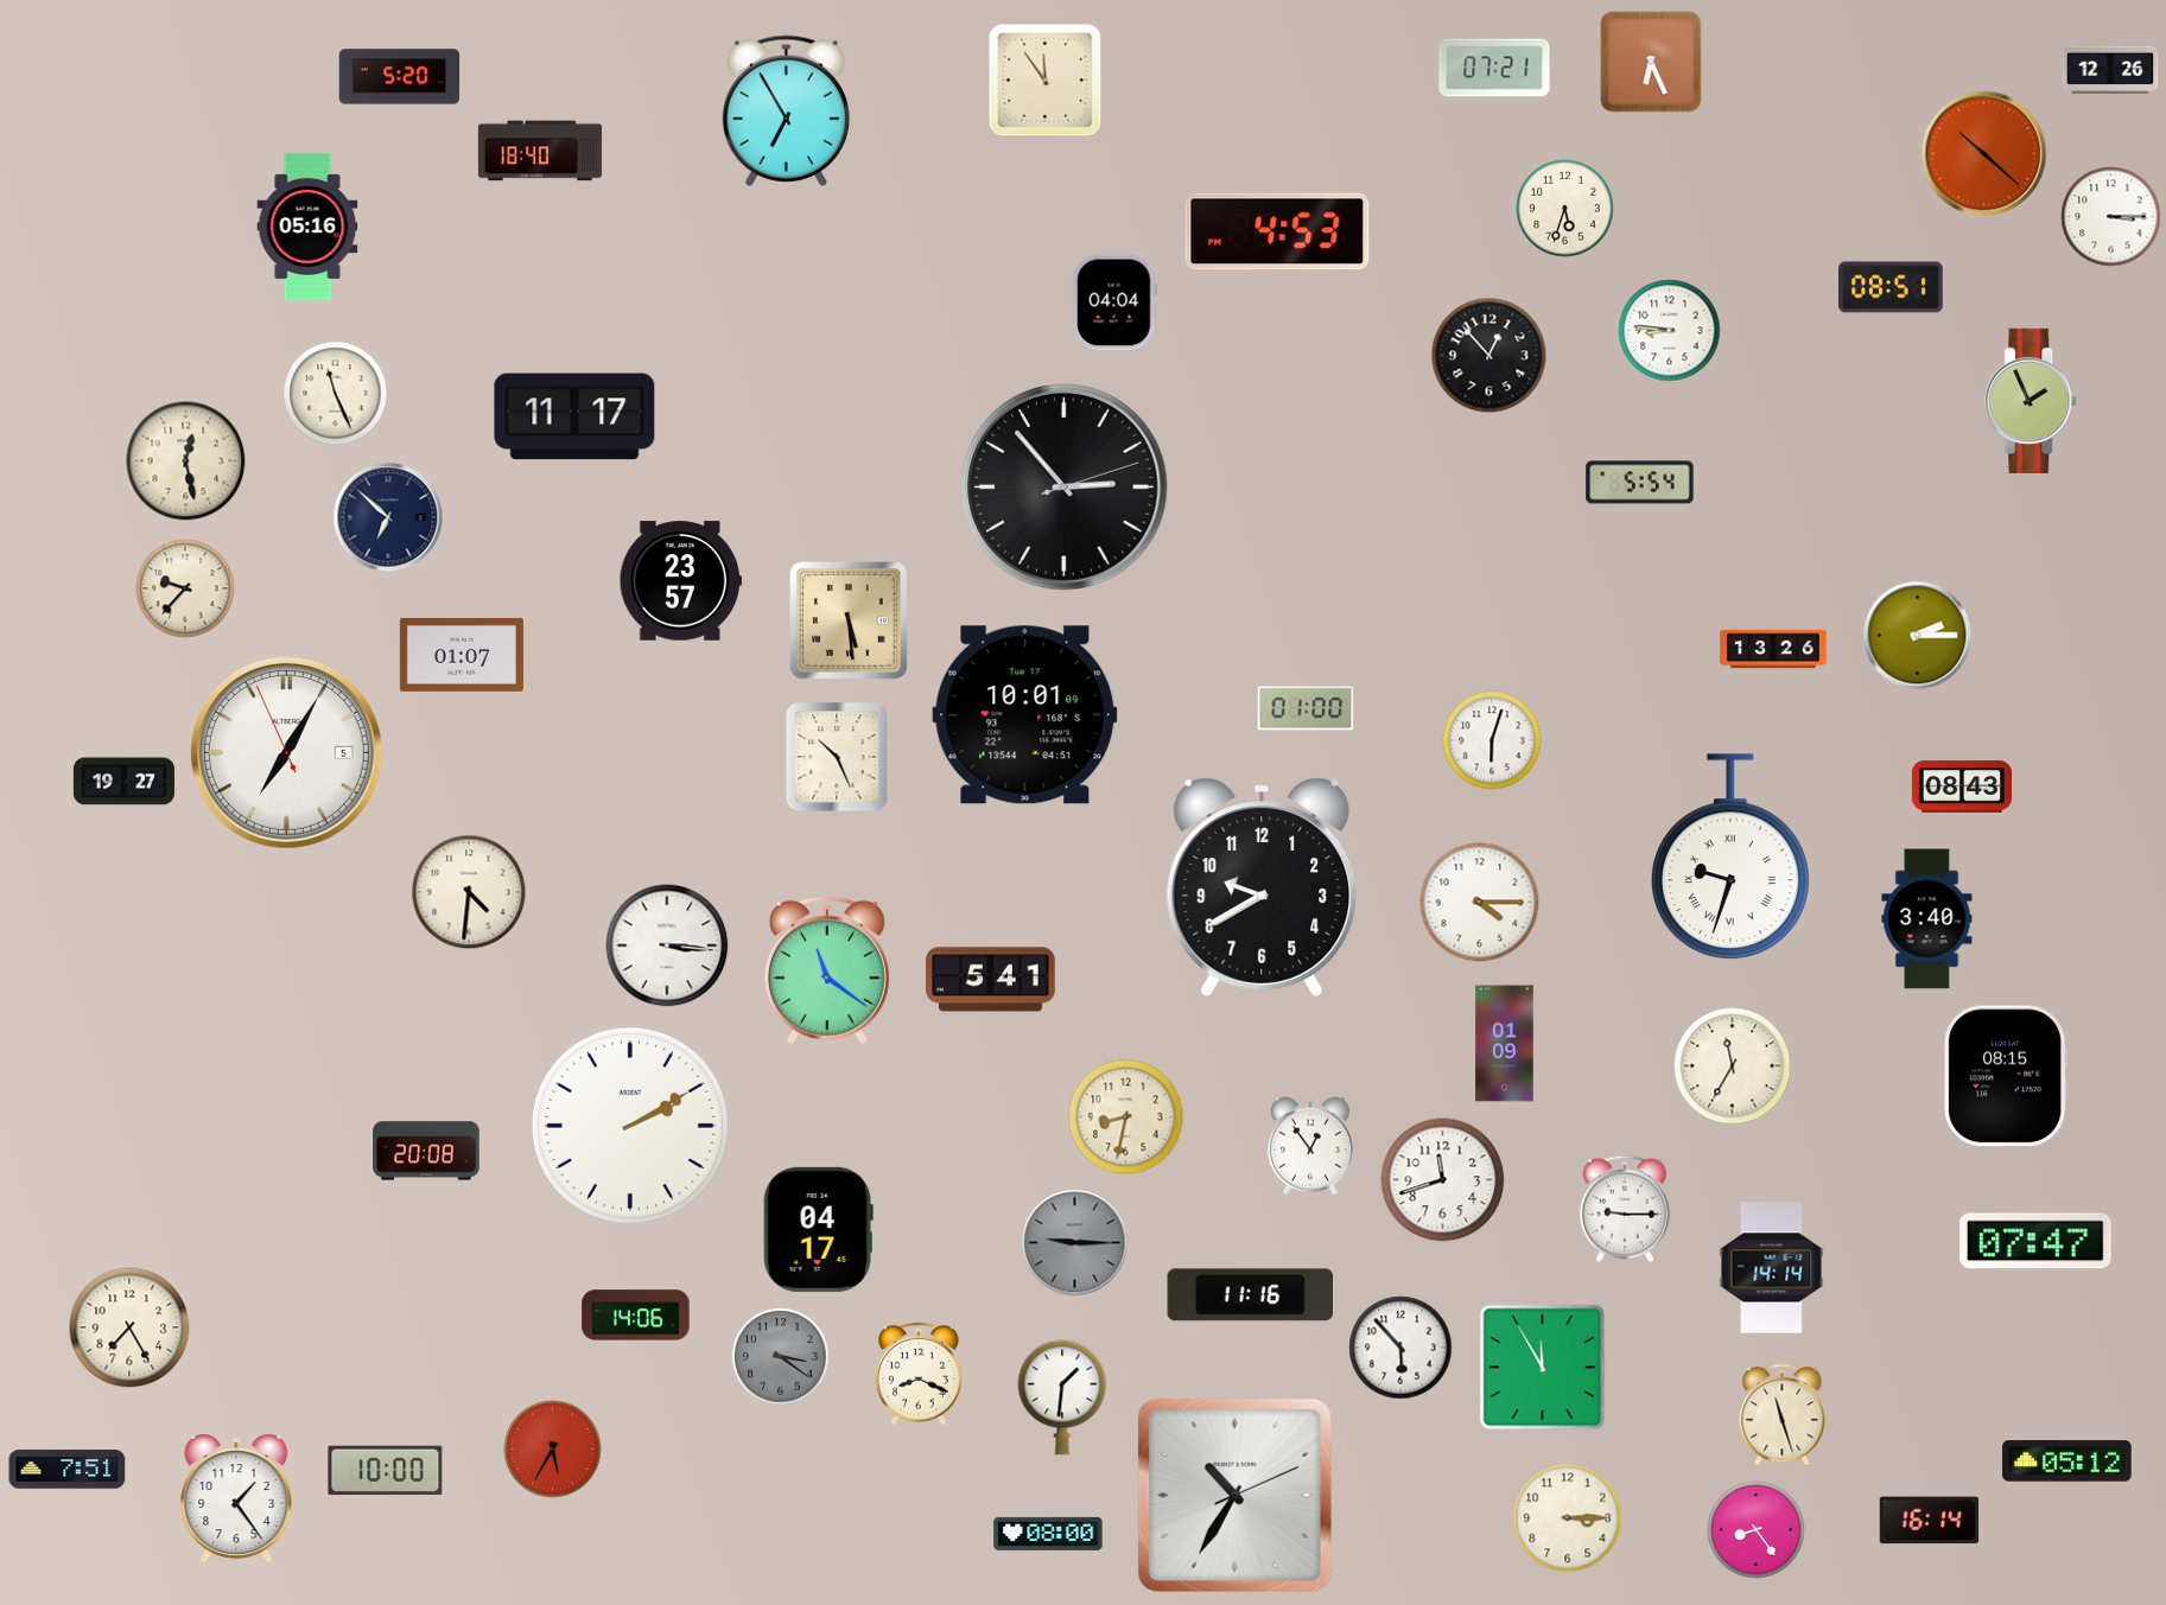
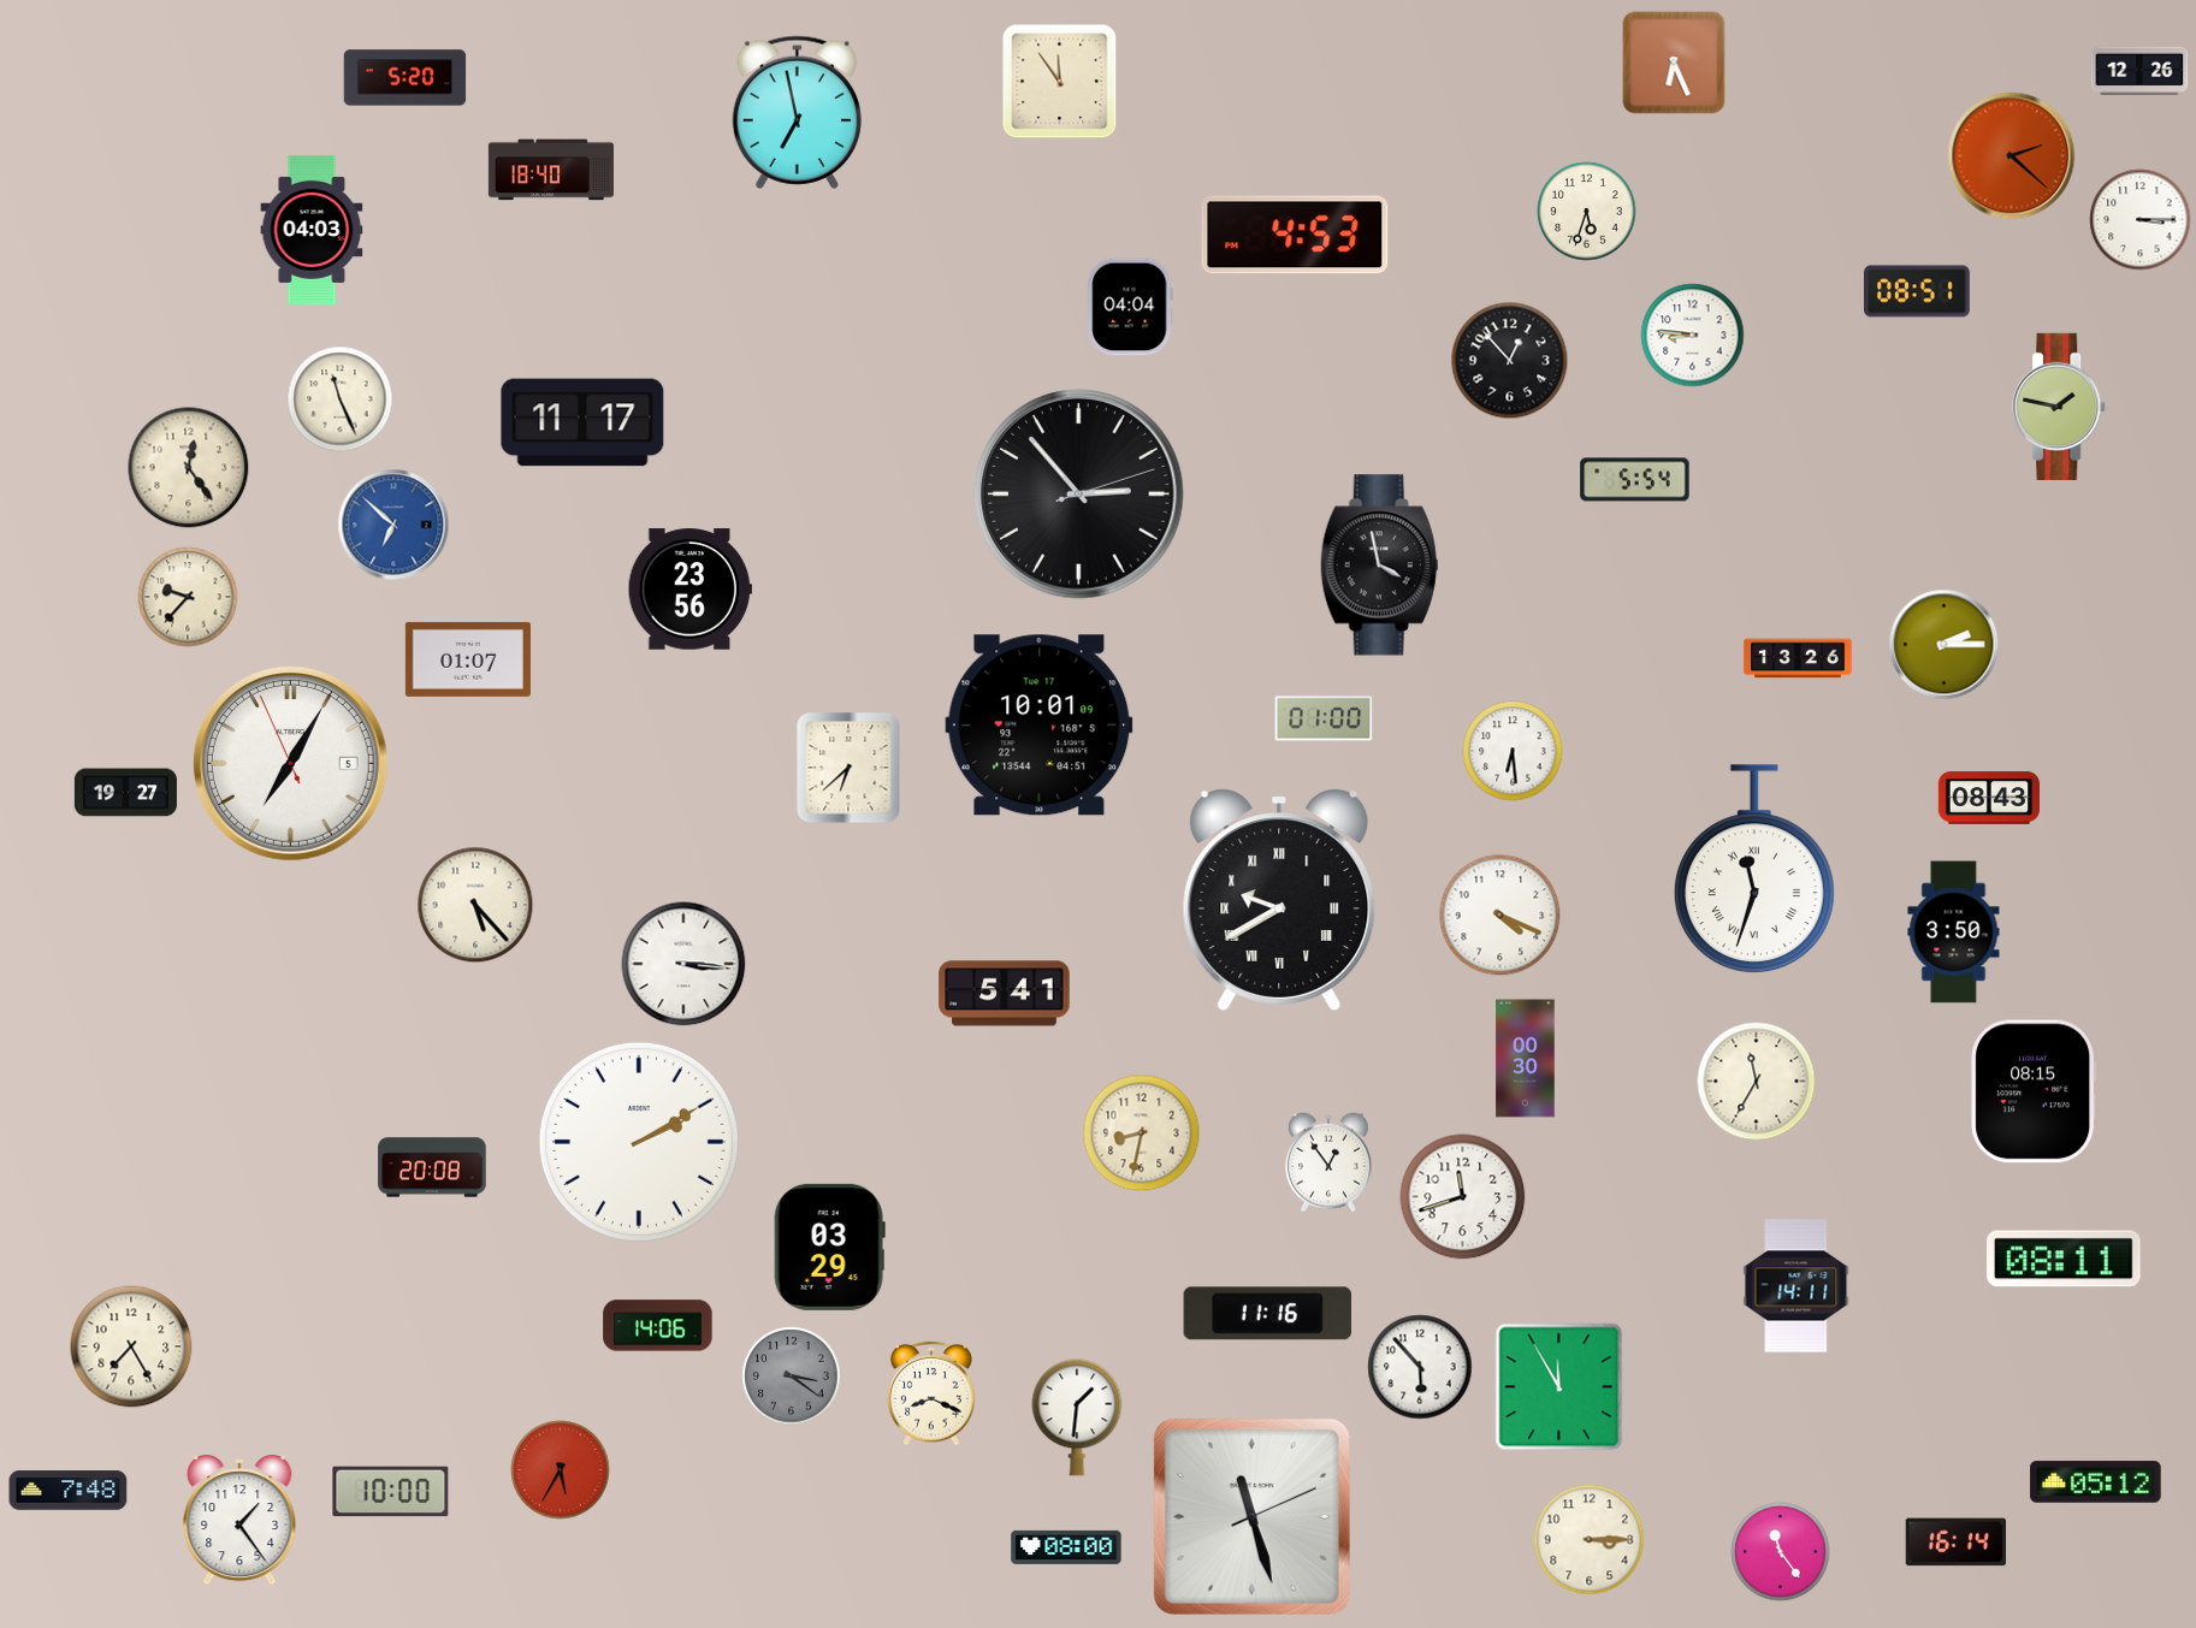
clock at (1494, 68): 07:21 -> none
clock at (786, 110): 6:55 -> 6:58
clock at (540, 151) position: (540, 151) -> (551, 170)
clock at (1984, 154): 10:22 -> 2:22
clock at (307, 227): 05:16 -> 04:03
clock at (2032, 401): 1:56 -> 1:47
clock at (186, 461): 12:28 -> 12:24
clock at (1640, 483) position: (1640, 483) -> (1635, 480)
clock at (388, 517) dial: navy -> blue
clock at (1379, 566): none -> 3:58
clock at (680, 581): 23:57 -> 23:56
clock at (850, 622): 5:29 -> none
clock at (462, 655) position: (462, 655) -> (468, 659)
clock at (1492, 740): 6:03 -> 6:29
clock at (837, 757): 10:26 -> 6:38
clock at (1730, 858): 9:33 -> 11:33
clock at (1262, 887) numerals: Arabic -> Roman
clock at (469, 892): 4:31 -> 5:23
clock at (1480, 903): 4:15 -> 4:19
clock at (1927, 919): 3:40 -> 3:50
clock at (667, 945) position: (667, 945) -> (683, 964)
clock at (827, 970): 11:21 -> none
clock at (1505, 1044): 01:09 -> 00:30
clock at (1625, 1209): 9:15 -> none
clock at (818, 1229): 04:17 -> 03:29
clock at (2037, 1241): 07:47 -> 08:11
clock at (1075, 1243): 9:15 -> none
clock at (1772, 1268): 14:14 -> 14:11
clock at (636, 1316) position: (636, 1316) -> (658, 1326)
clock at (1543, 1368) position: (1543, 1368) -> (1559, 1387)
clock at (1783, 1415): 11:27 -> none
clock at (68, 1470): 7:51 -> 7:48
clock at (1234, 1495): 10:35 -> 11:27
clock at (1757, 1530): 8:24 -> 11:24
clock at (1048, 1534) position: (1048, 1534) -> (1066, 1547)
